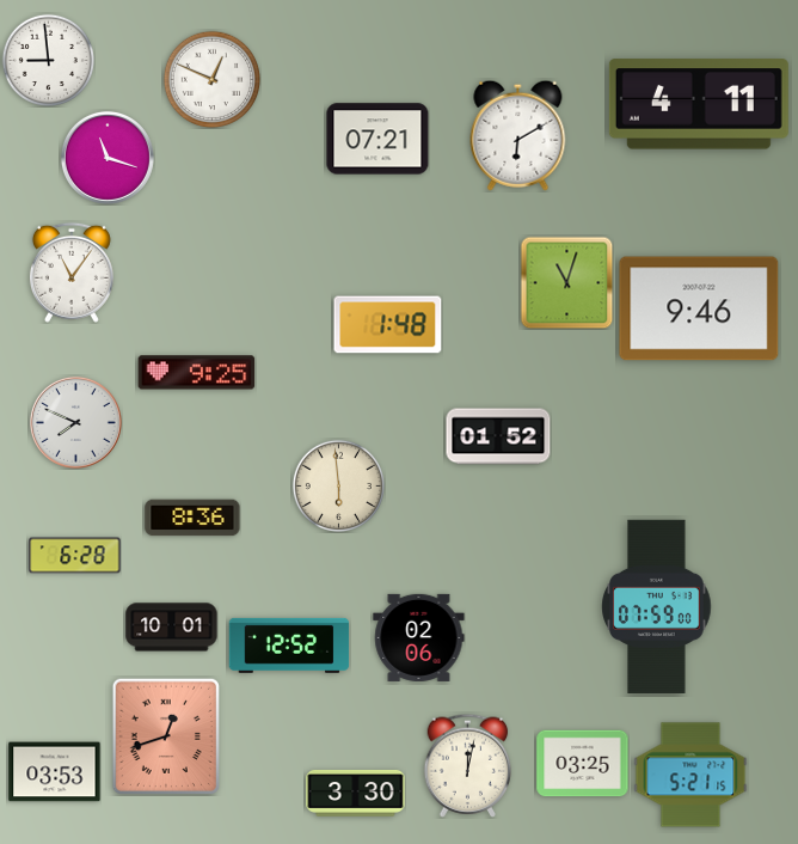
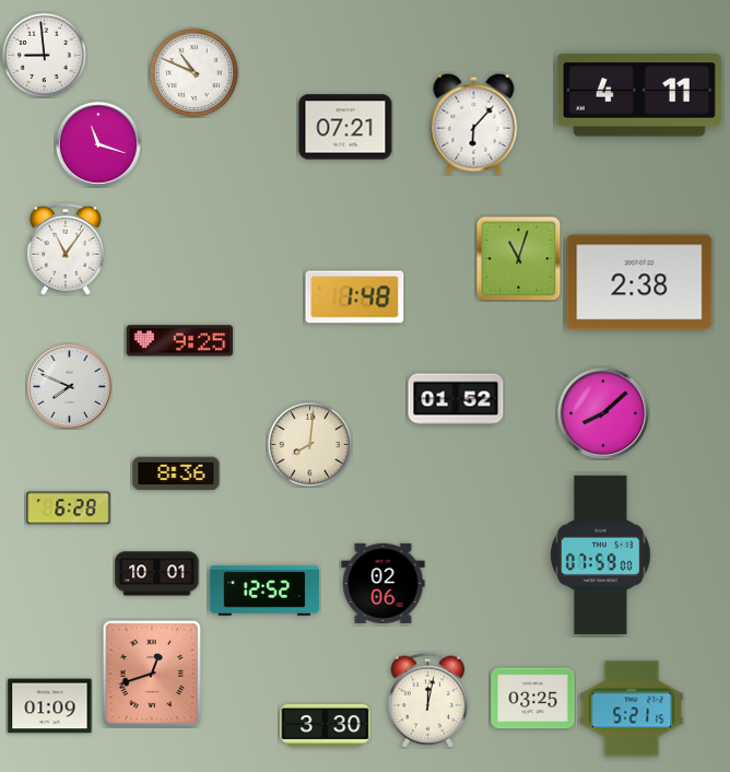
clock at (211, 79): 12:49 -> 10:49
clock at (518, 135): 6:10 -> 6:07
clock at (699, 308): 9:46 -> 2:38
clock at (603, 413): none -> 8:08
clock at (338, 485): 5:59 -> 8:01
clock at (55, 772): 03:53 -> 01:09
